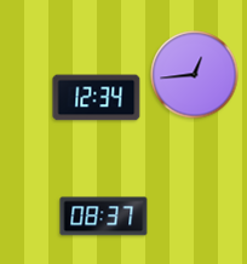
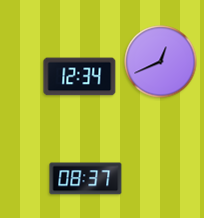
clock at (195, 75): 12:44 -> 12:41
clock at (97, 98) position: (97, 98) -> (80, 77)
